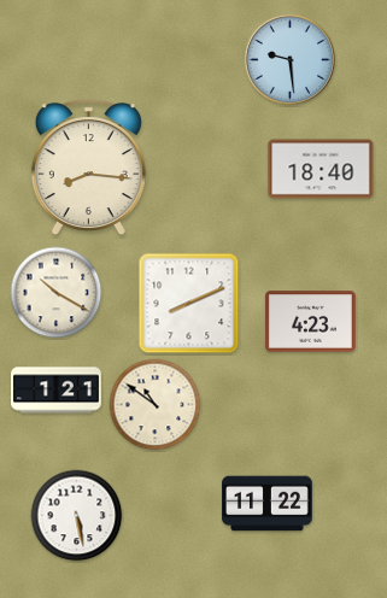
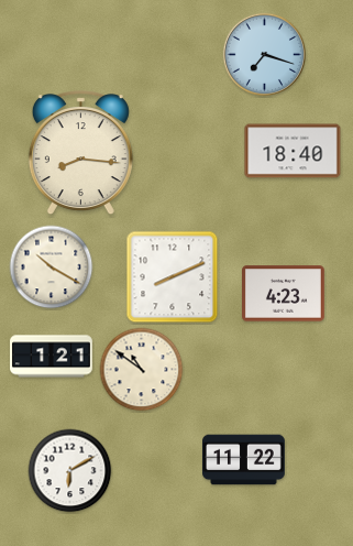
clock at (289, 59): 9:29 -> 7:18
clock at (321, 169) position: (321, 169) -> (293, 151)
clock at (77, 516): 5:28 -> 6:10
